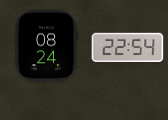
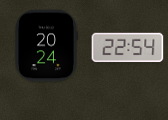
clock at (46, 46): 08:24 -> 20:24
